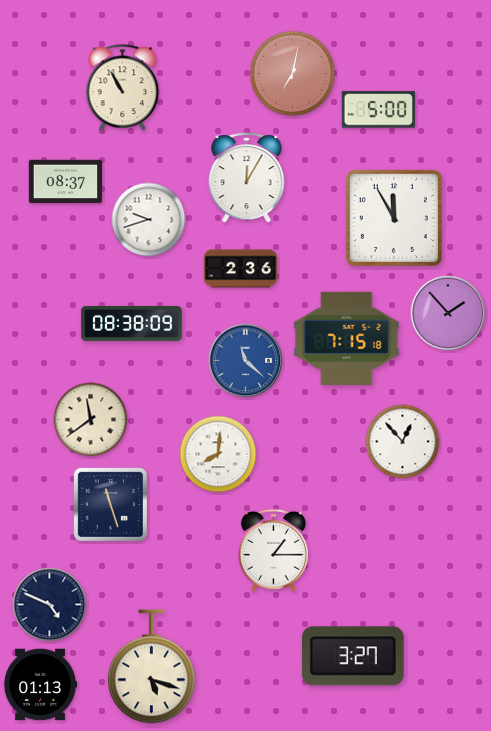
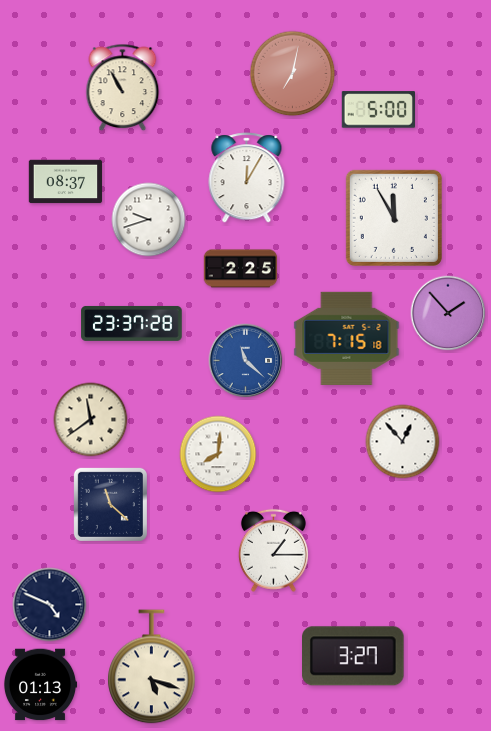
clock at (241, 269): 2:36 -> 2:25
clock at (132, 323): 08:38 -> 23:37
clock at (110, 504): 11:27 -> 11:22
